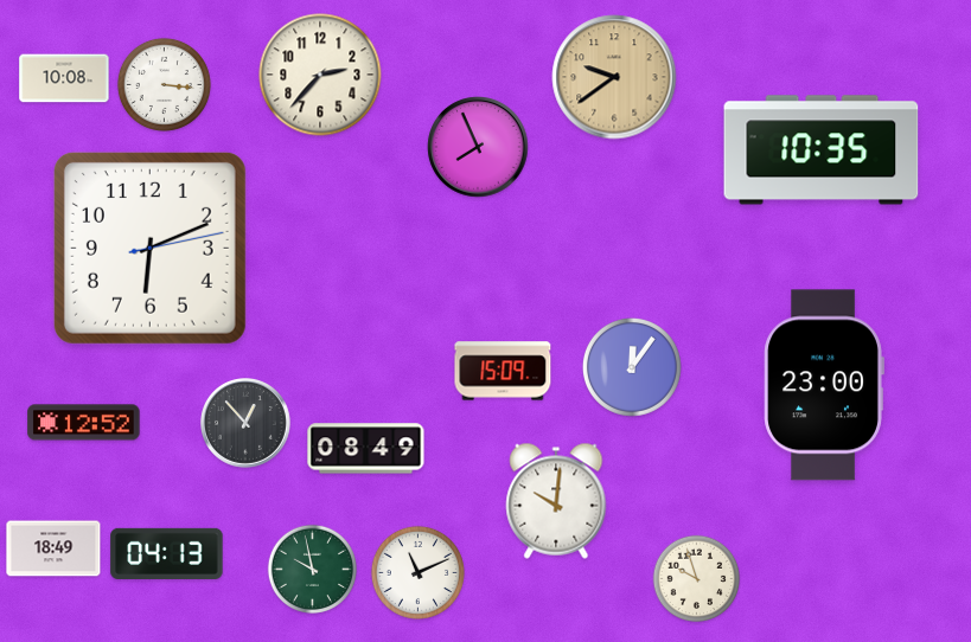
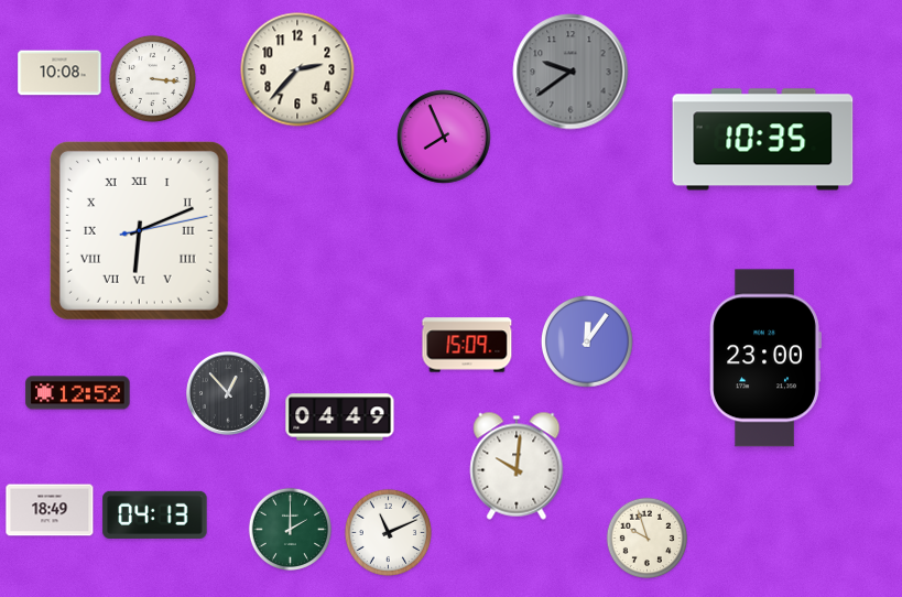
clock at (614, 77) dial: champagne -> grey
clock at (149, 248) numerals: Arabic -> Roman
clock at (366, 449): 08:49 -> 04:49
clock at (312, 569): 9:58 -> 2:00
